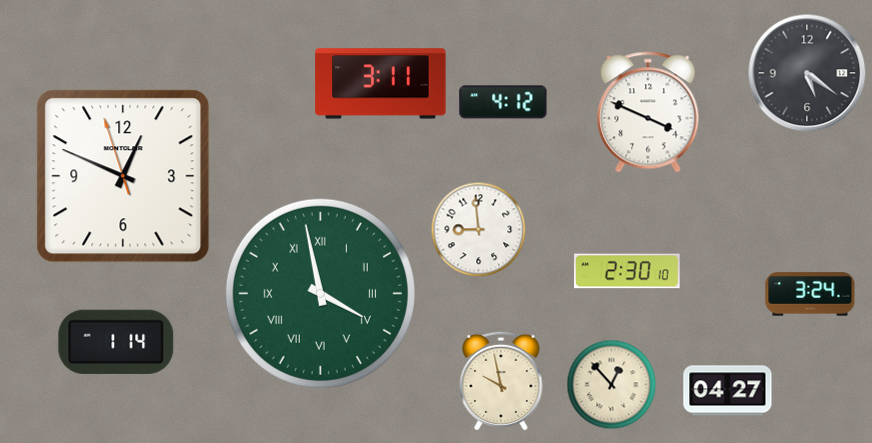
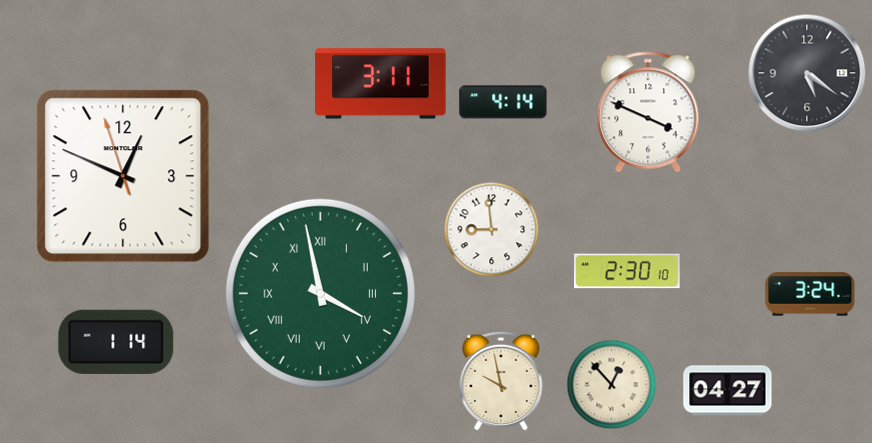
clock at (503, 102): 4:12 -> 4:14
clock at (479, 230) position: (479, 230) -> (492, 230)
